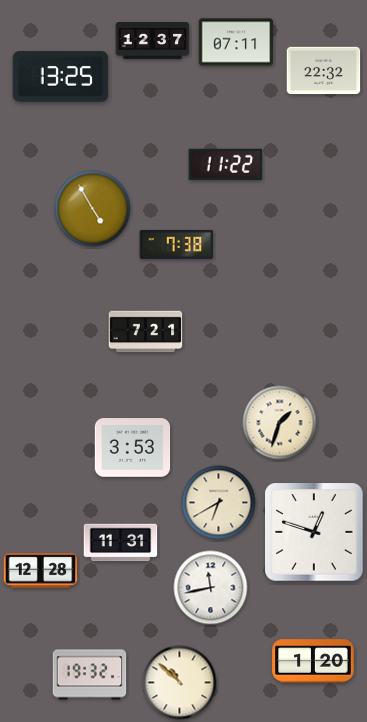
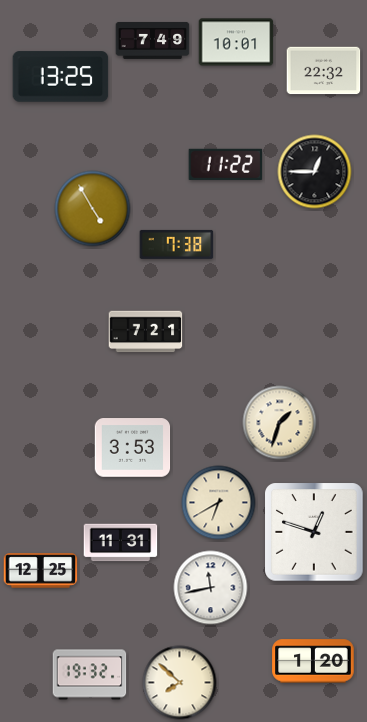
clock at (153, 40): 12:37 -> 7:49
clock at (236, 42): 07:11 -> 10:01
clock at (315, 172): none -> 12:45
clock at (41, 571): 12:28 -> 12:25
clock at (180, 683): 10:52 -> 7:52
